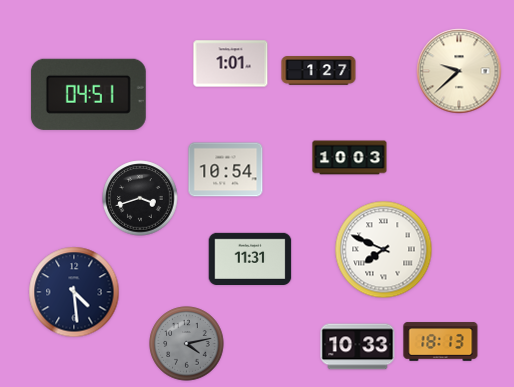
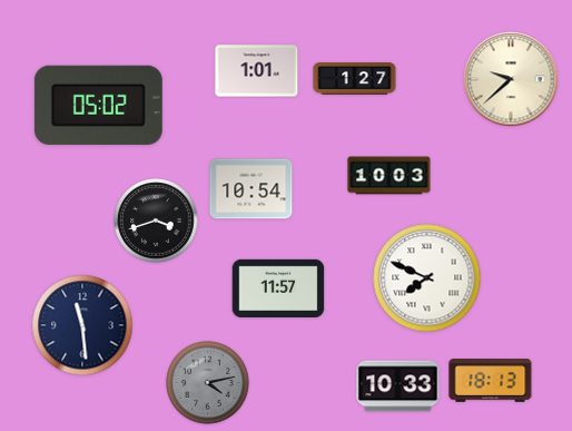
clock at (88, 94): 04:51 -> 05:02
clock at (250, 258): 11:31 -> 11:57
clock at (74, 292): 4:29 -> 11:29
